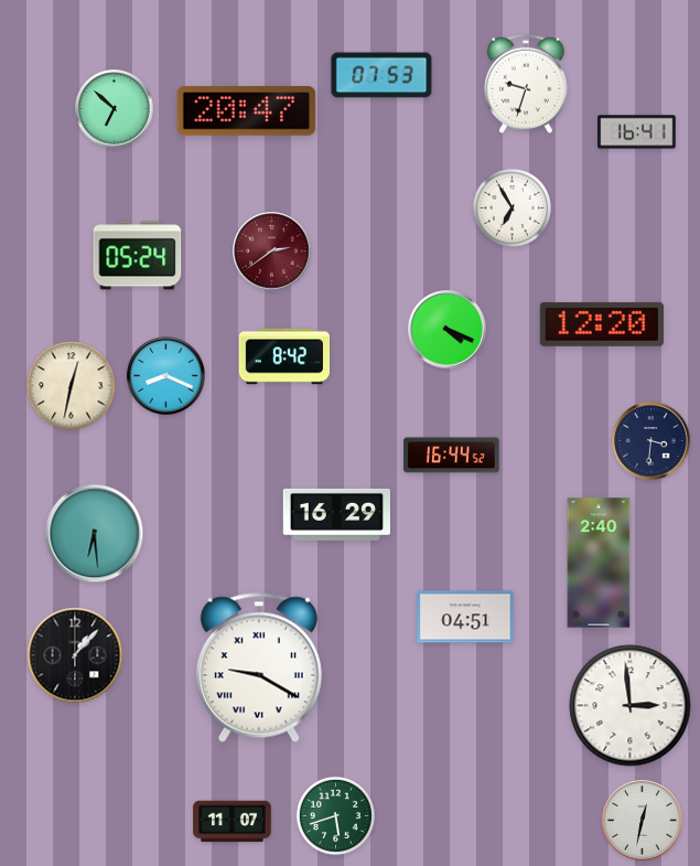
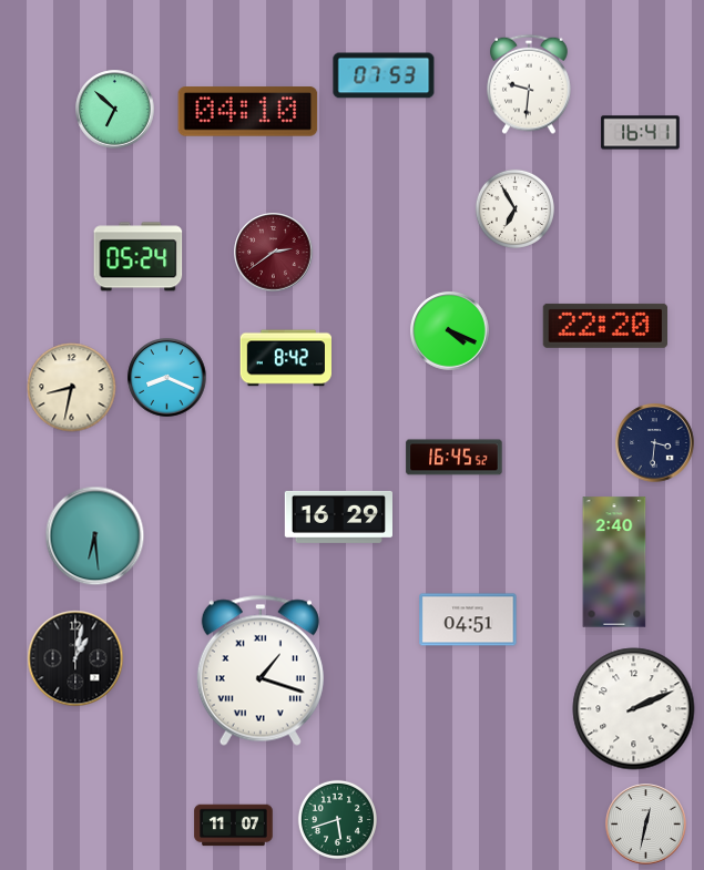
clock at (527, 84): 9:33 -> 9:31
clock at (247, 111): 20:47 -> 04:10
clock at (602, 324): 12:20 -> 22:20
clock at (72, 386): 12:32 -> 8:32
clock at (452, 456): 16:44 -> 16:45
clock at (599, 563) position: (599, 563) -> (614, 562)
clock at (75, 655): 1:07 -> 1:02
clock at (259, 667): 9:20 -> 1:18
clock at (631, 706): 2:59 -> 2:11
